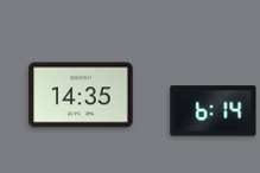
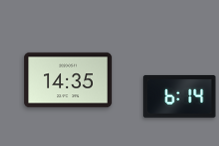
clock at (214, 111) position: (214, 111) -> (180, 97)
